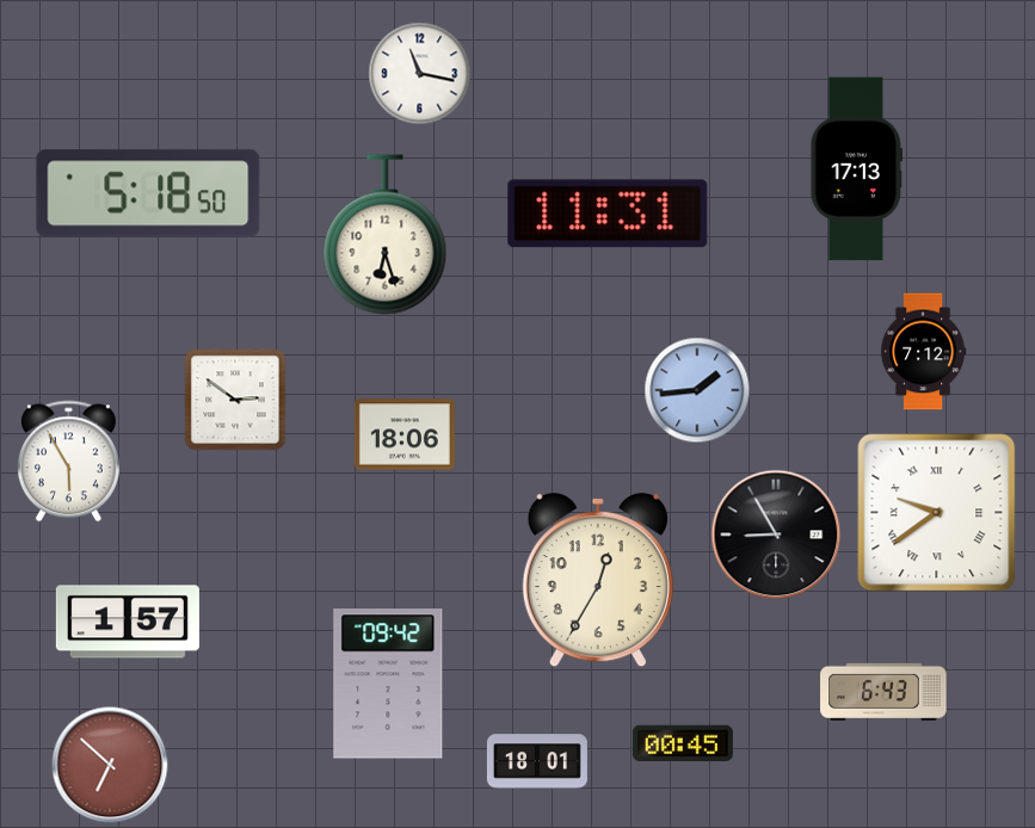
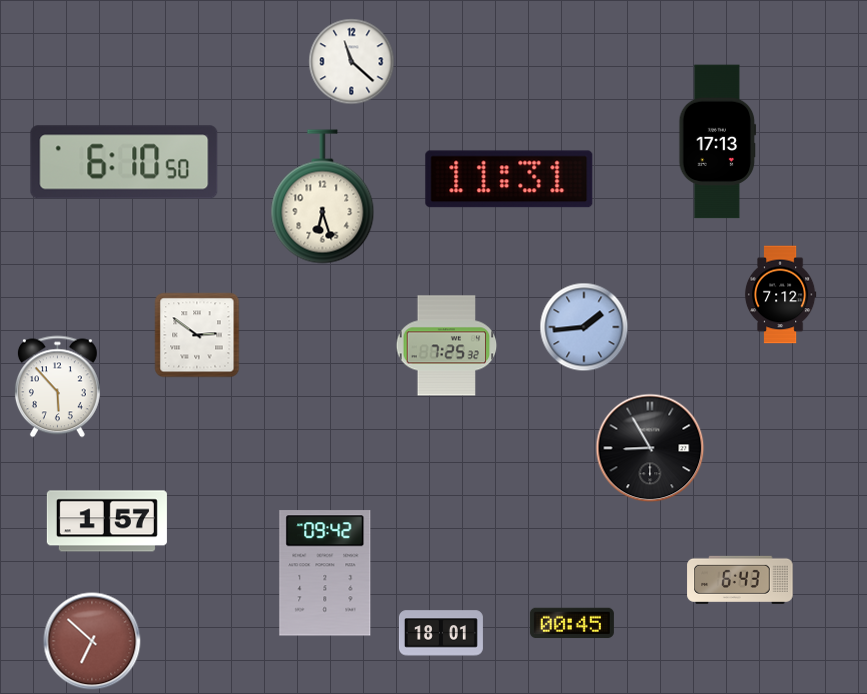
clock at (420, 74): 11:17 -> 11:22
clock at (148, 193): 5:18 -> 6:10
clock at (923, 352) position: (923, 352) -> (780, 295)
clock at (447, 346): none -> 7:25
clock at (405, 434): 18:06 -> none
clock at (68, 462): 5:55 -> 5:53
clock at (937, 513): 9:39 -> none
clock at (598, 580): 12:35 -> none
clock at (537, 761) position: (537, 761) -> (441, 633)
